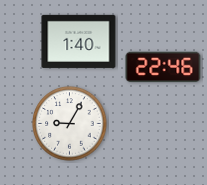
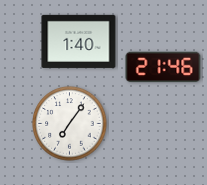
clock at (163, 67): 22:46 -> 21:46
clock at (70, 124): 9:05 -> 7:06
